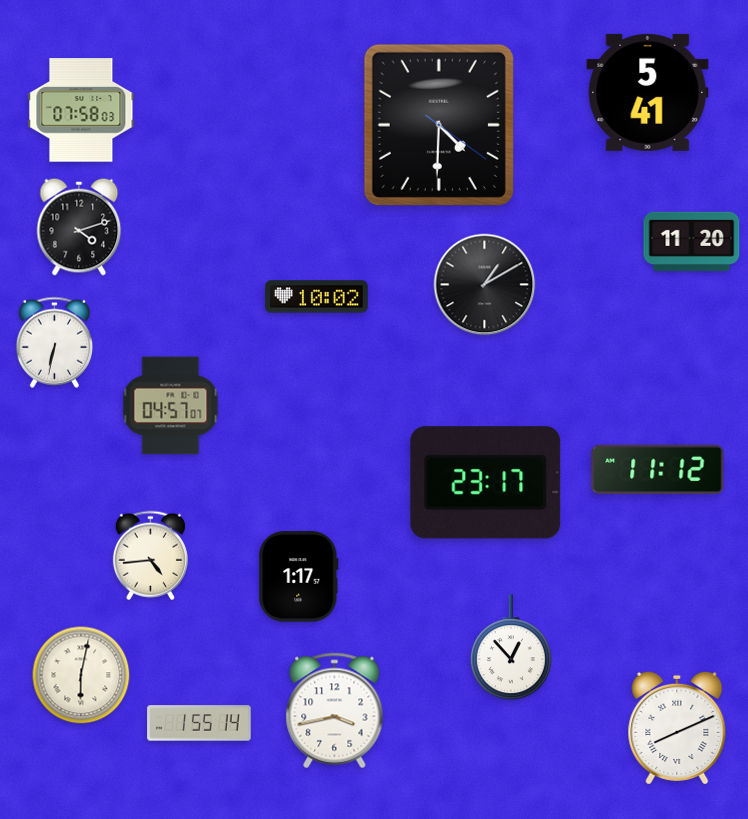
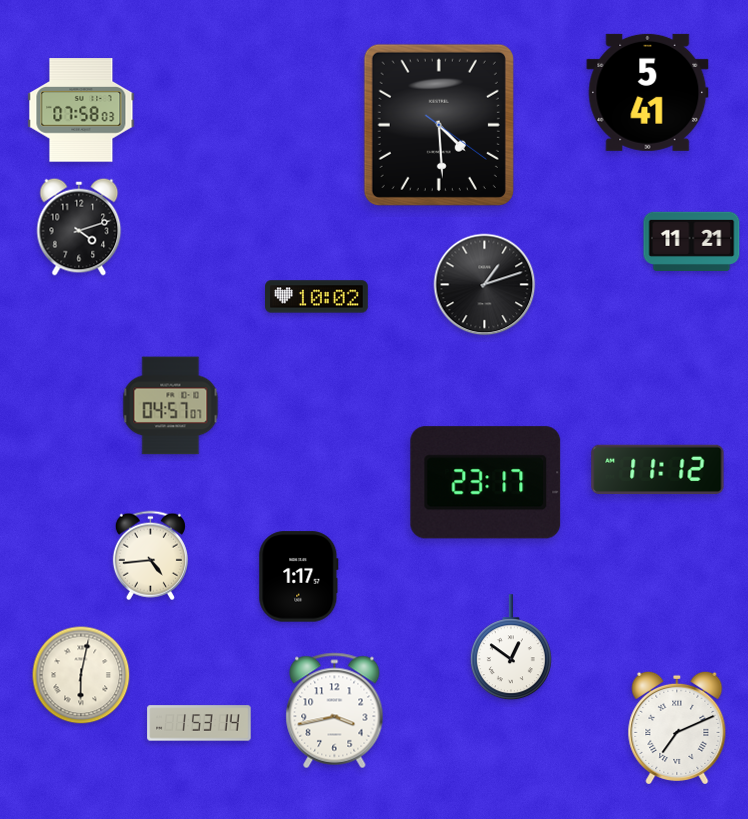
clock at (439, 125): 4:30 -> 4:29
clock at (692, 241): 11:20 -> 11:21
clock at (485, 285): 1:10 -> 1:12
clock at (54, 342): 6:32 -> none
clock at (511, 648): 12:53 -> 12:51
clock at (199, 723): 1:55 -> 1:53
clock at (677, 728): 8:11 -> 7:11
